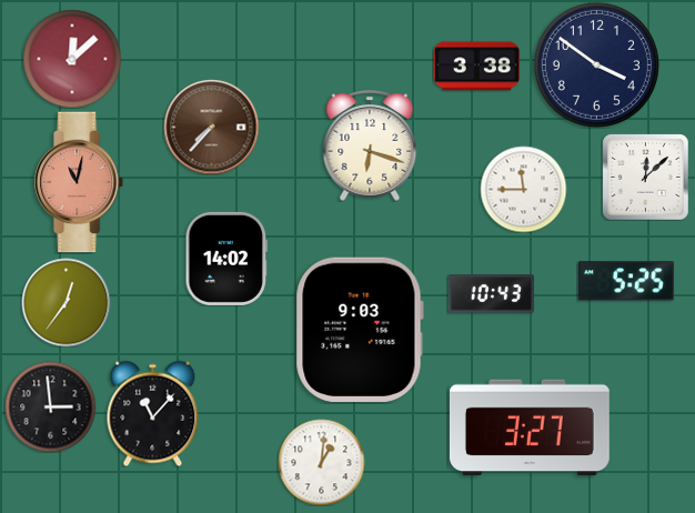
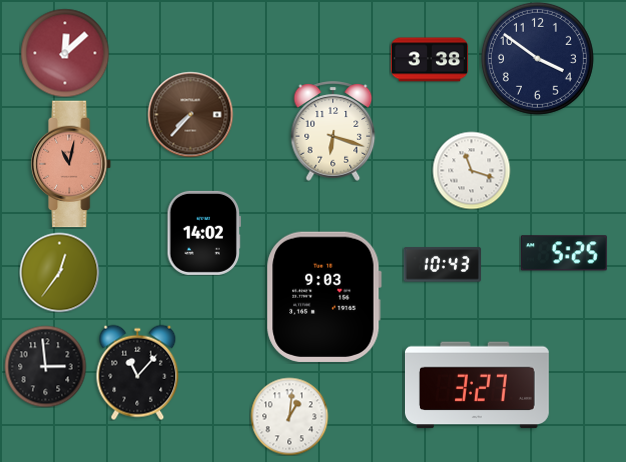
clock at (645, 177): 12:08 -> none
clock at (523, 189): 11:45 -> 11:18
